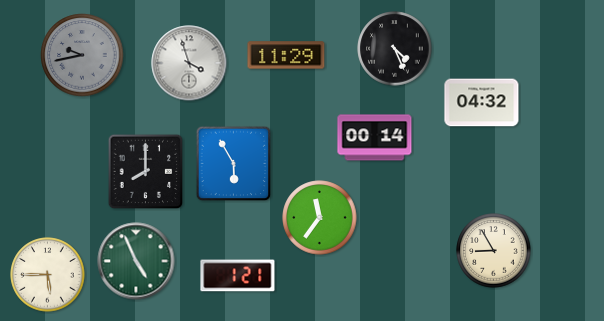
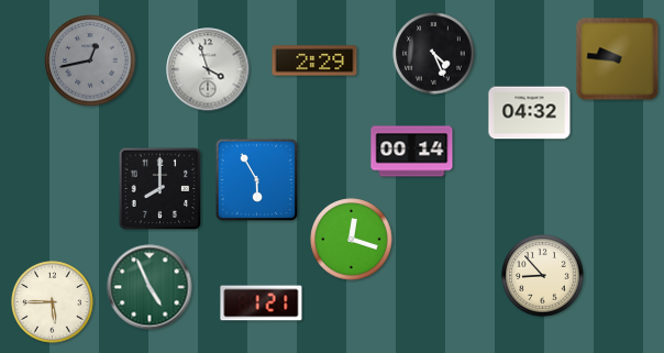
clock at (618, 59): none -> 9:46
clock at (82, 55): 9:43 -> 12:43
clock at (286, 55): 11:29 -> 2:29
clock at (320, 218): 11:36 -> 12:18
clock at (494, 251): 8:55 -> 8:53
